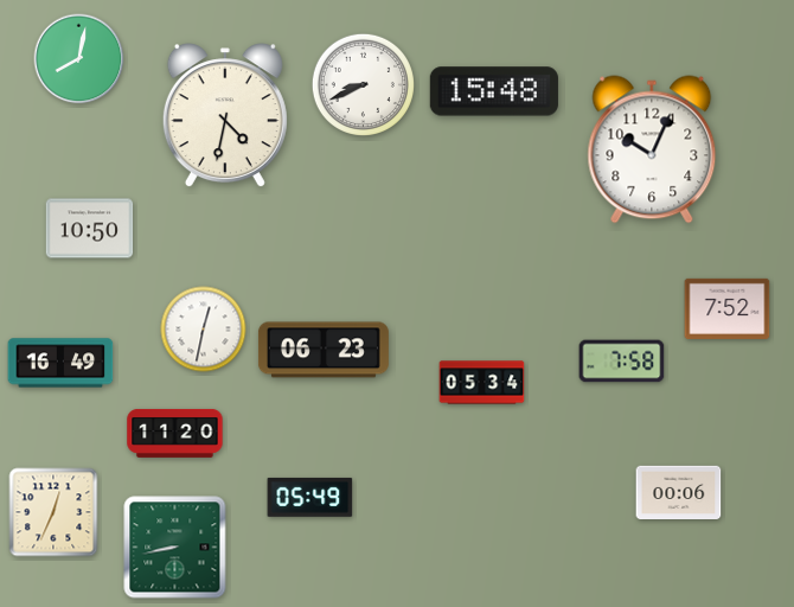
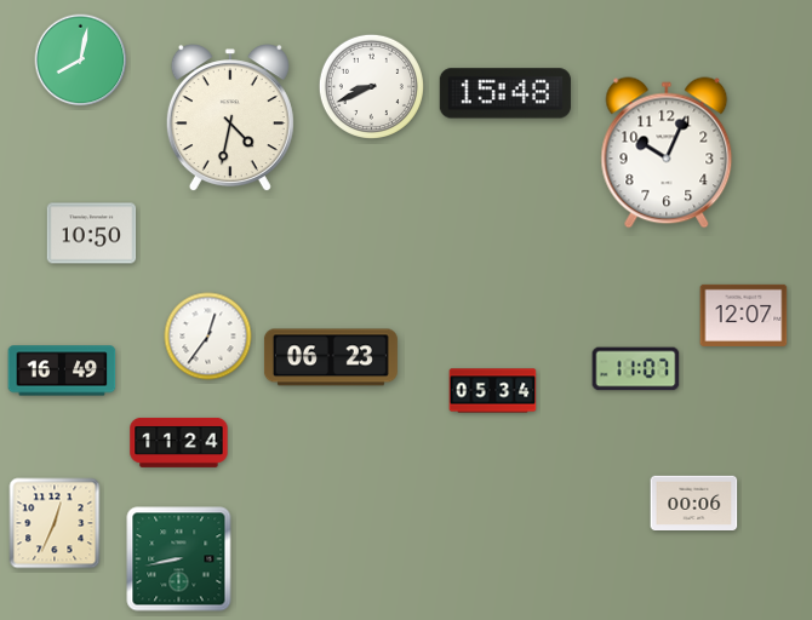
clock at (728, 308): 7:52 -> 12:07
clock at (204, 330): 12:32 -> 12:36
clock at (622, 362): 7:58 -> 11:07
clock at (175, 433): 11:20 -> 11:24
clock at (310, 497): 05:49 -> none
